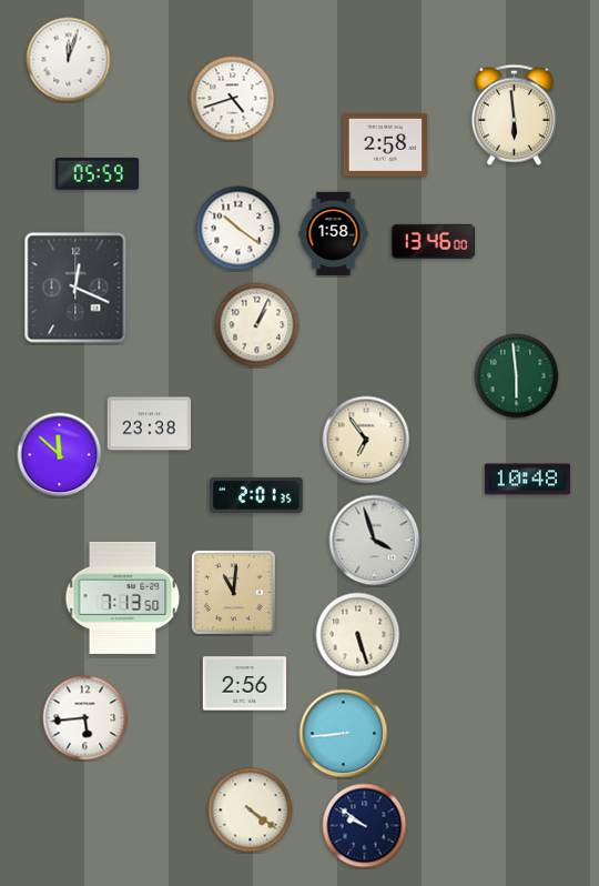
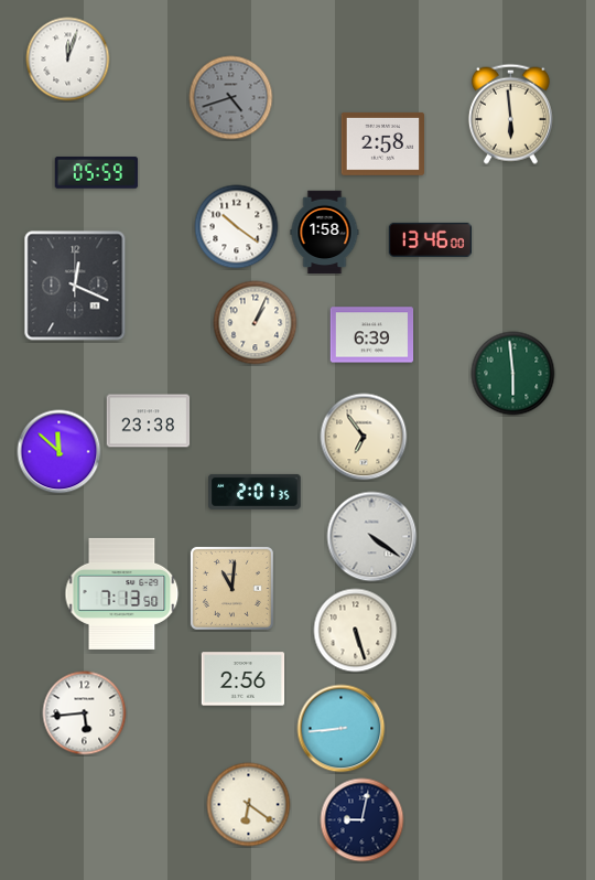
clock at (233, 99) dial: white -> grey
clock at (334, 234) position: (334, 234) -> (325, 233)
clock at (372, 335): none -> 6:39
clock at (527, 480): 10:48 -> none
clock at (375, 541): 3:57 -> 4:21
clock at (251, 811): 4:21 -> 6:21
clock at (365, 826): 9:51 -> 9:02
